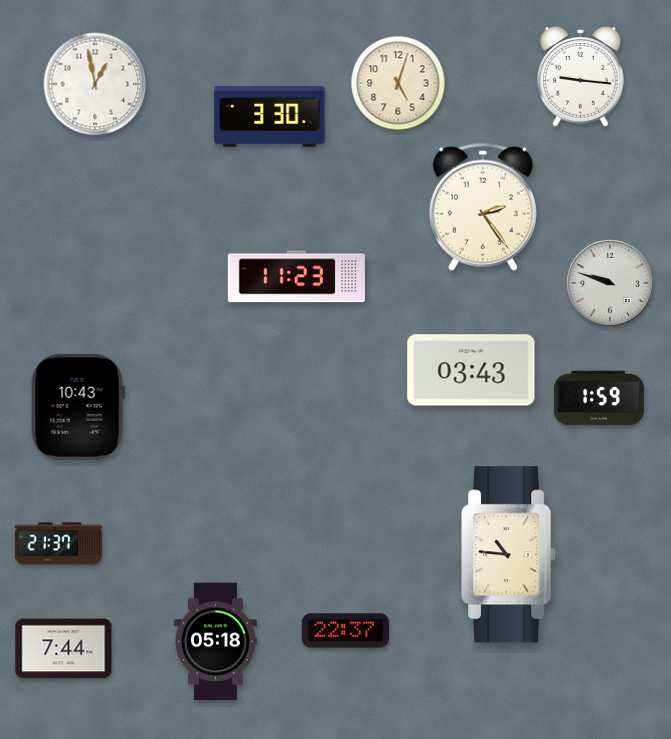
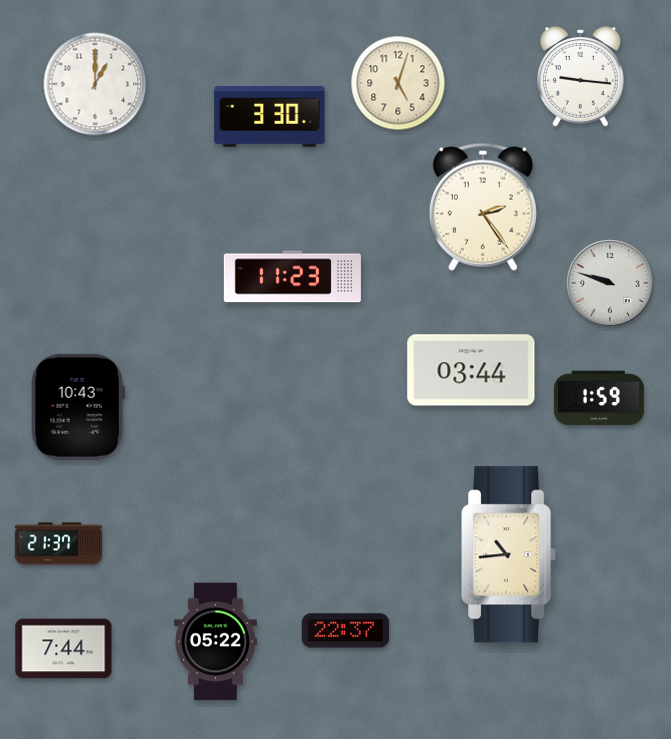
clock at (95, 84): 12:58 -> 1:00
clock at (296, 277) position: (296, 277) -> (292, 277)
clock at (471, 370): 03:43 -> 03:44
clock at (509, 555): 10:46 -> 10:44
clock at (215, 642): 05:18 -> 05:22
